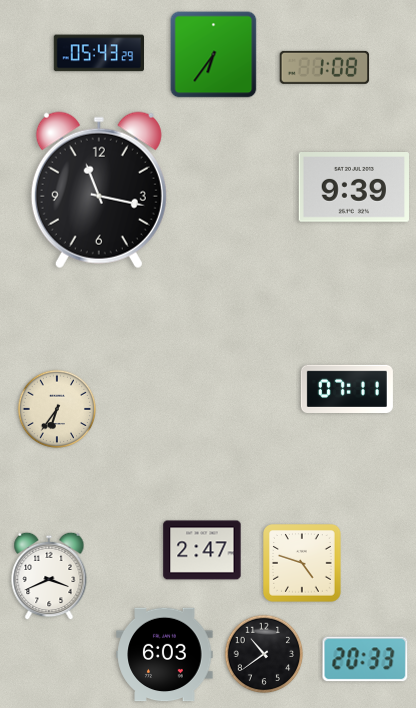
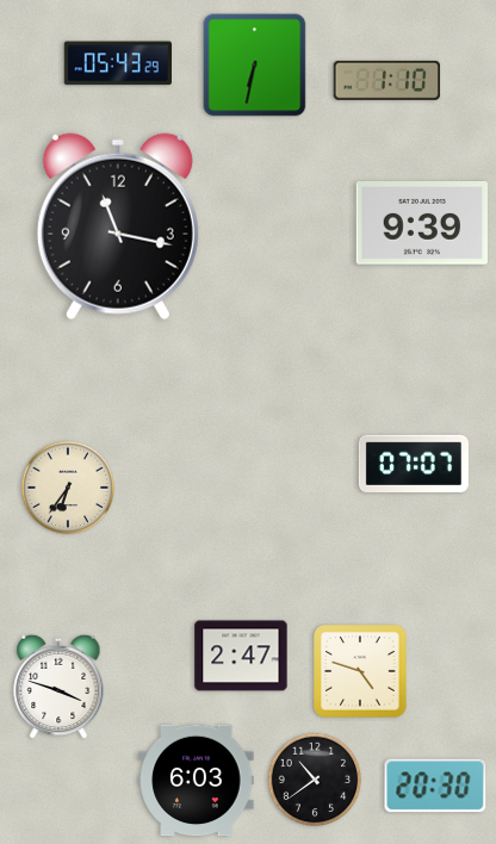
clock at (214, 55): 6:36 -> 6:32
clock at (325, 67): 1:08 -> 1:10
clock at (347, 388): 07:11 -> 07:07
clock at (49, 576): 3:41 -> 3:48
clock at (365, 659): 20:33 -> 20:30
